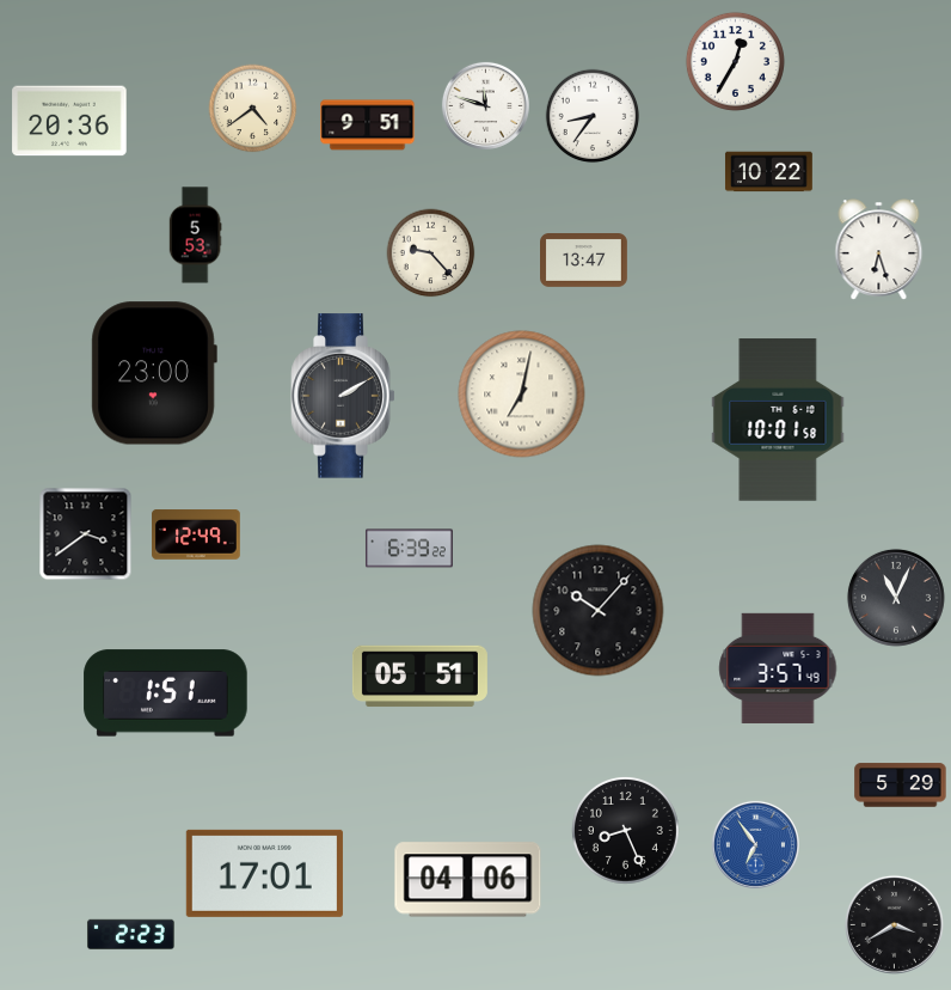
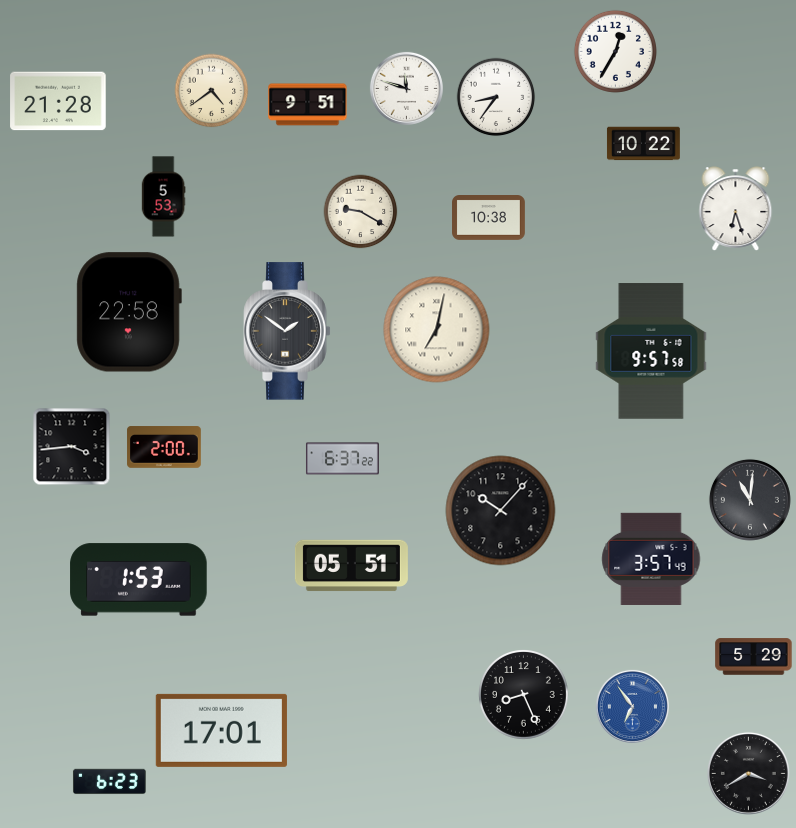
clock at (69, 121): 20:36 -> 21:28
clock at (431, 253): 9:23 -> 9:20
clock at (584, 261): 13:47 -> 10:38
clock at (154, 373): 23:00 -> 22:58
clock at (343, 396): 2:10 -> 1:51
clock at (778, 420): 10:01 -> 9:57
clock at (86, 534): 3:39 -> 3:44
clock at (196, 534): 12:49 -> 2:00
clock at (409, 549): 6:39 -> 6:37
clock at (896, 598): 11:04 -> 11:01
clock at (166, 693): 1:51 -> 1:53
clock at (468, 880): 04:06 -> none
clock at (130, 935): 2:23 -> 6:23
